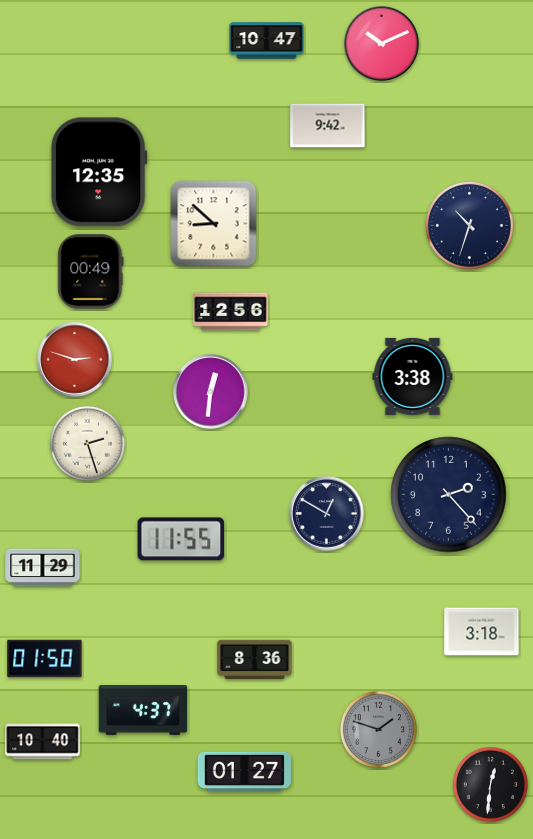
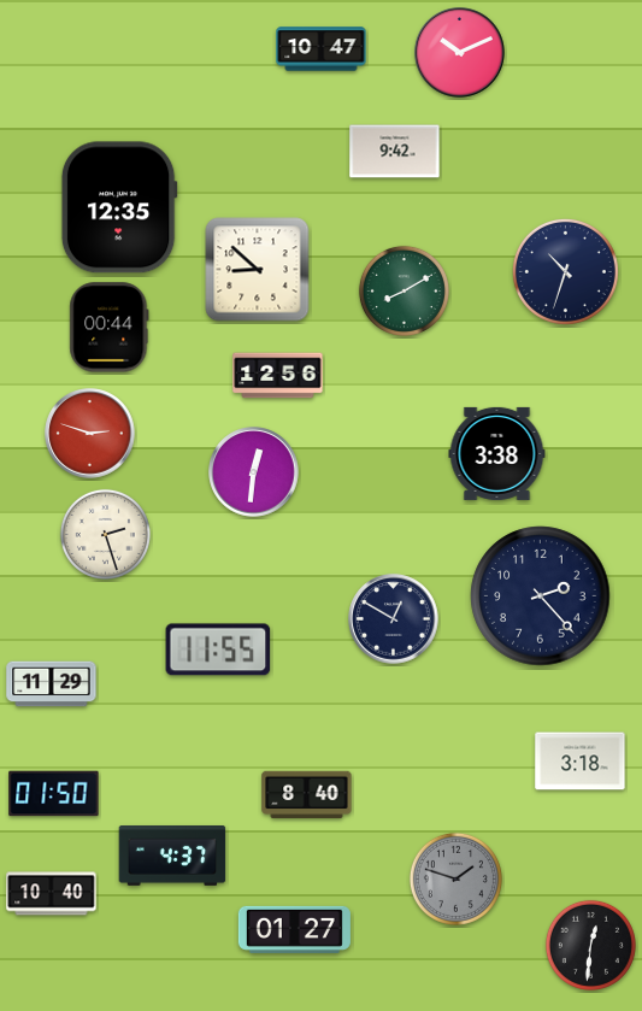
clock at (404, 290): none -> 8:10
clock at (91, 272): 00:49 -> 00:44
clock at (255, 660): 8:36 -> 8:40
